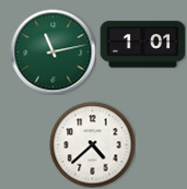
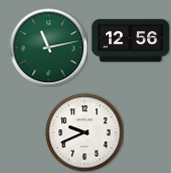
clock at (142, 45): 1:01 -> 12:56
clock at (92, 144): 4:38 -> 9:41
